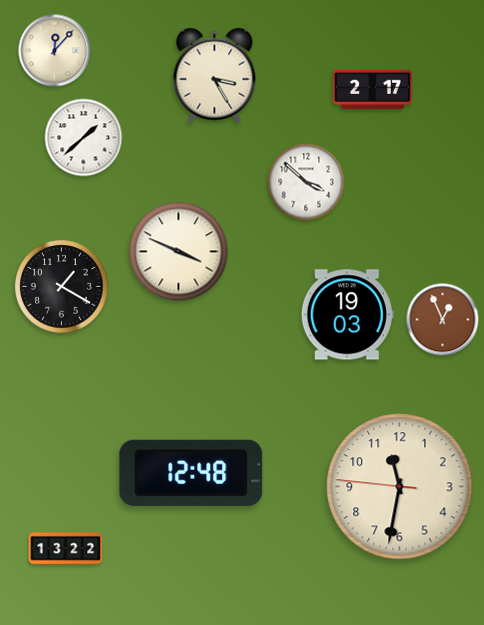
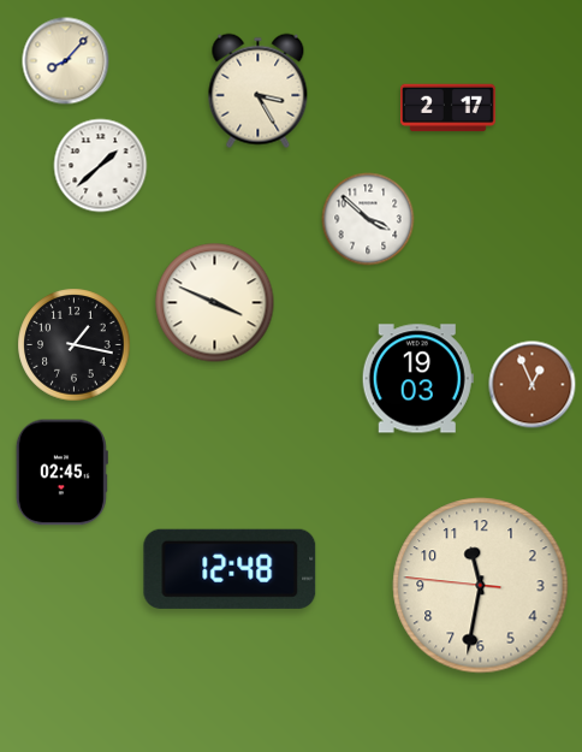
clock at (55, 51): 12:07 -> 8:07
clock at (62, 287): 1:20 -> 1:17
clock at (61, 473): none -> 02:45
clock at (66, 549): 13:22 -> none
